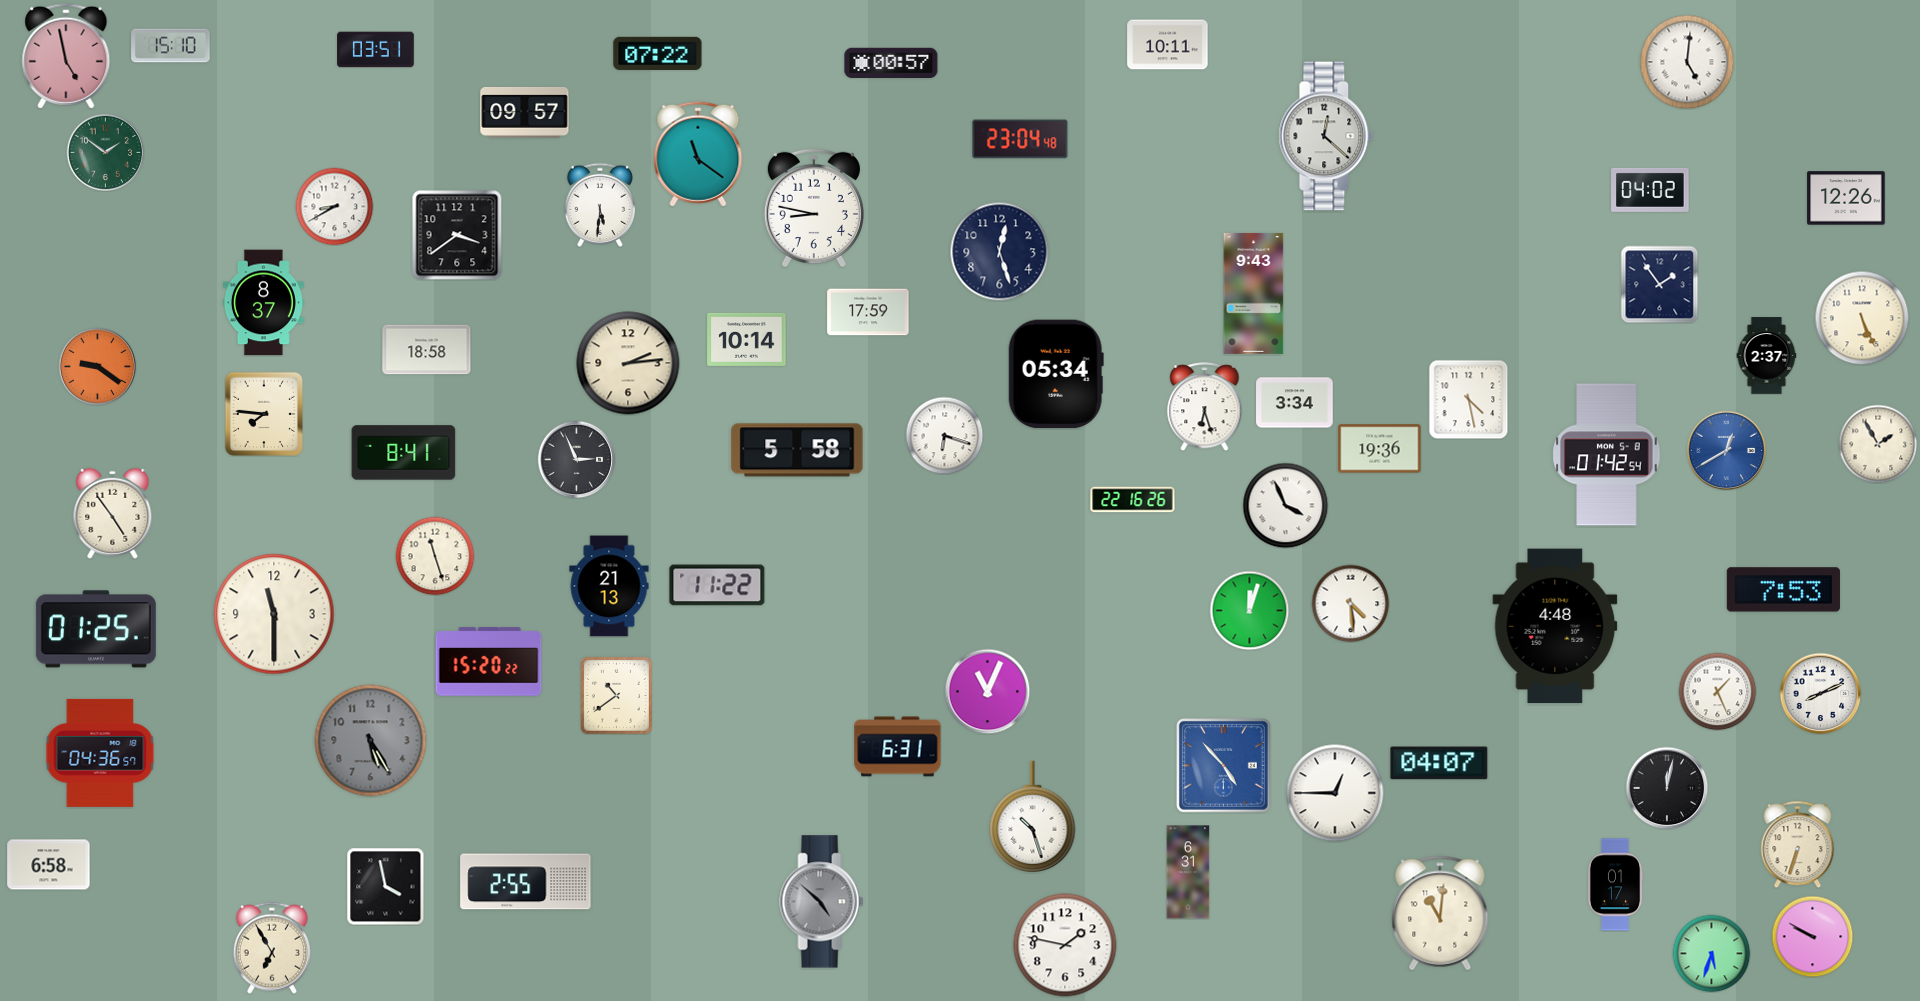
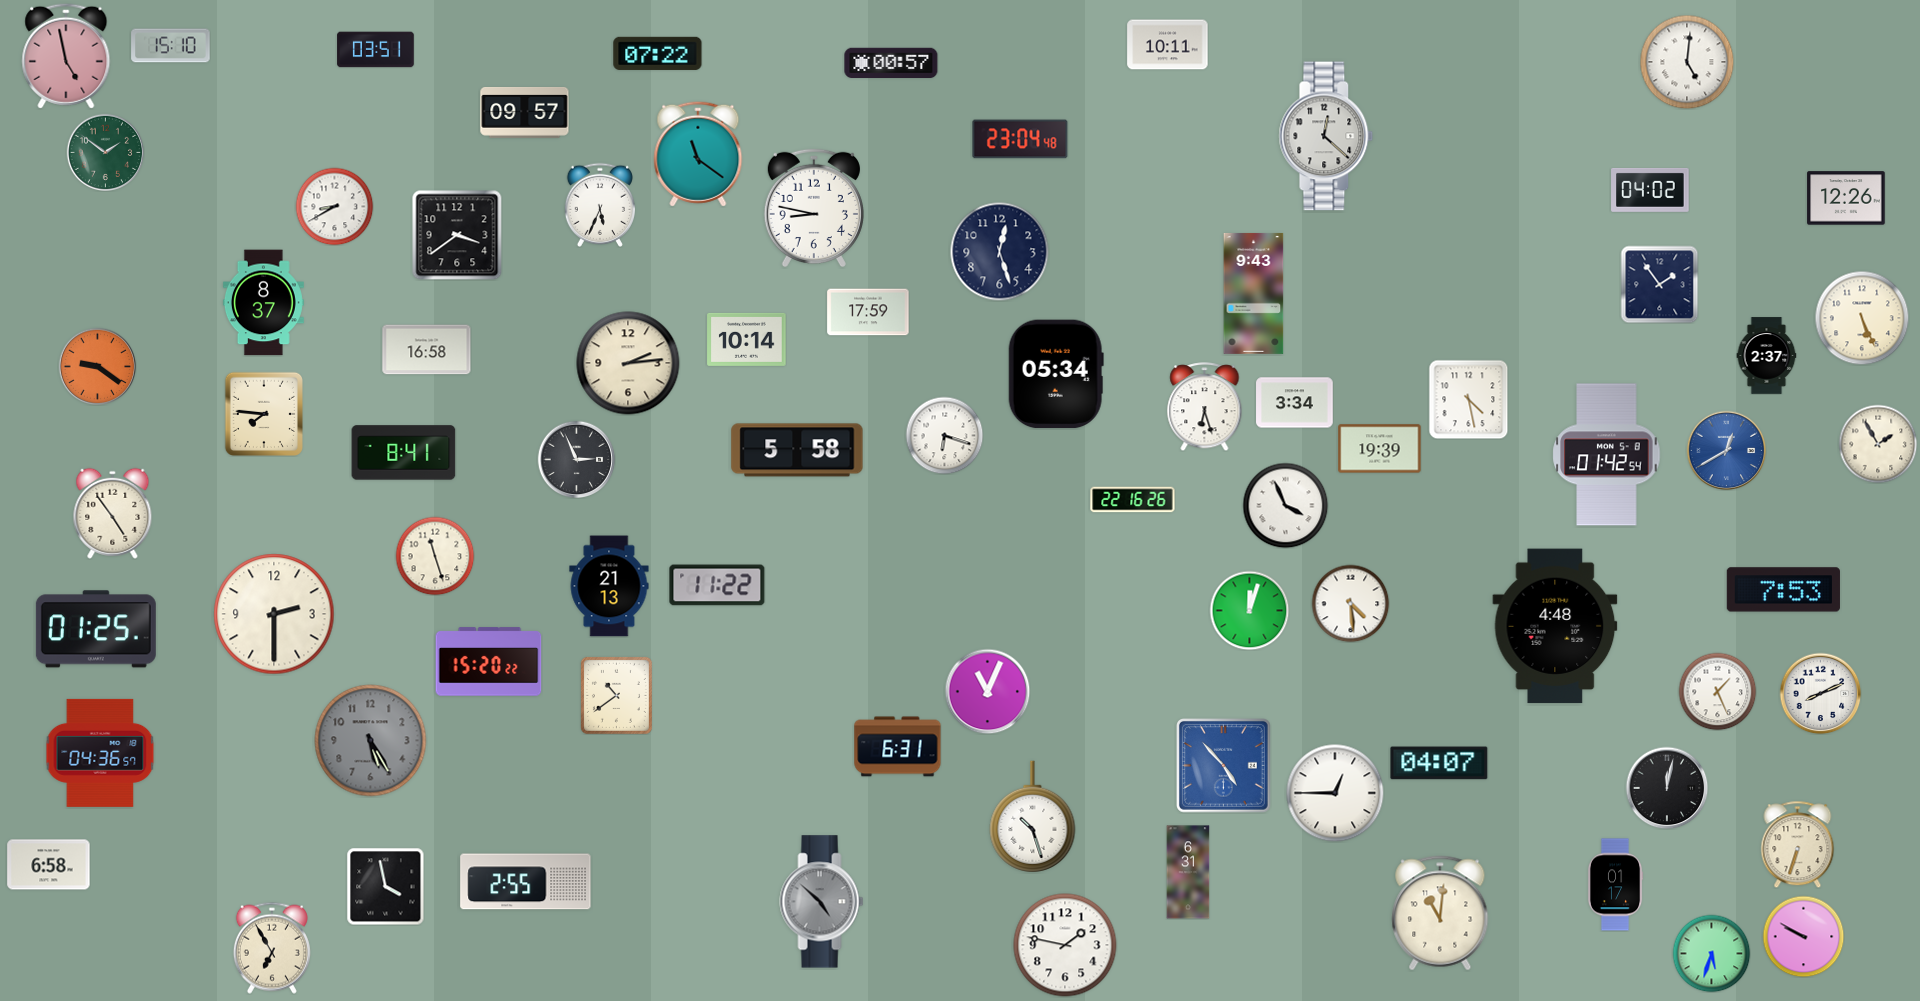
clock at (599, 205): 5:31 -> 5:34
clock at (427, 350): 18:58 -> 16:58
clock at (1380, 449): 19:36 -> 19:39
clock at (274, 614): 11:30 -> 2:30
clock at (1812, 936) position: (1812, 936) -> (1803, 936)
